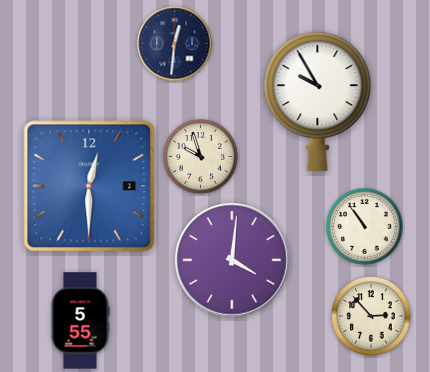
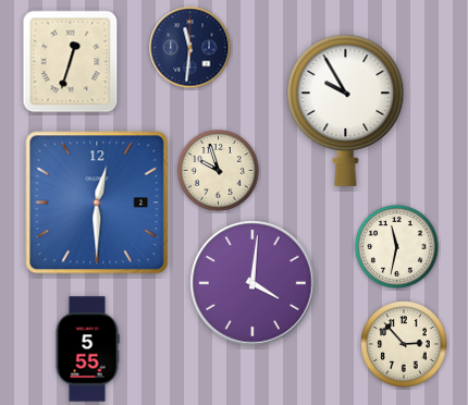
clock at (175, 44): 12:31 -> 11:31
clock at (71, 62): none -> 12:33
clock at (365, 227): 10:54 -> 11:32
